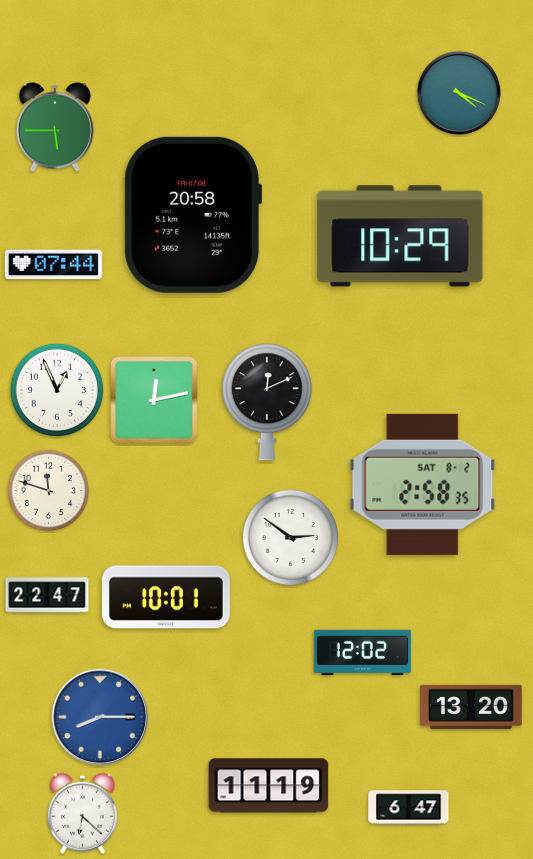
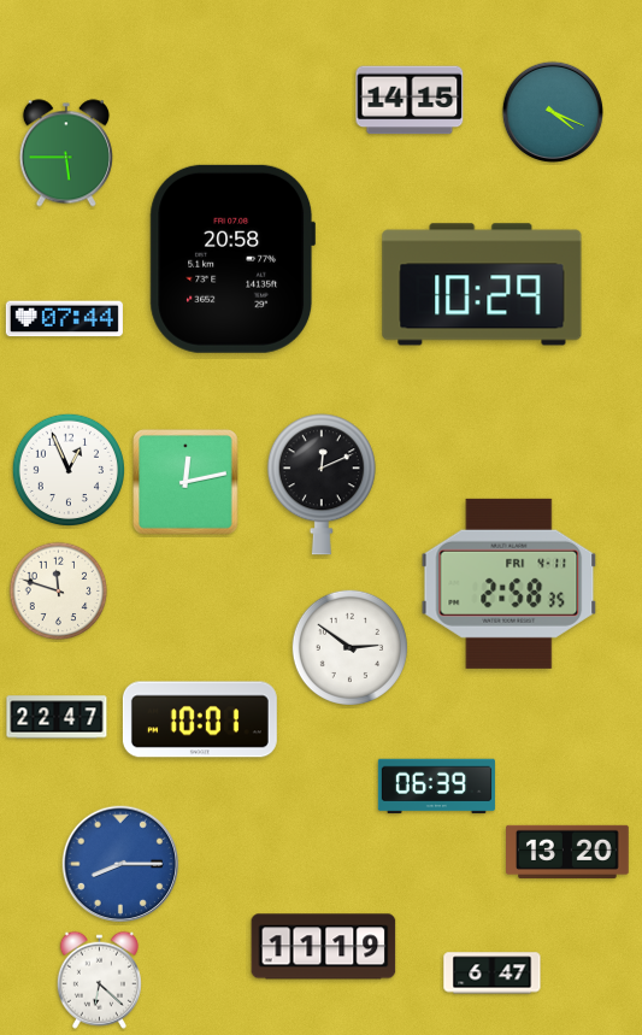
clock at (410, 100): none -> 14:15
clock at (423, 484) date: SAT 8-2 -> FRI 4-11
clock at (362, 653): 12:02 -> 06:39
